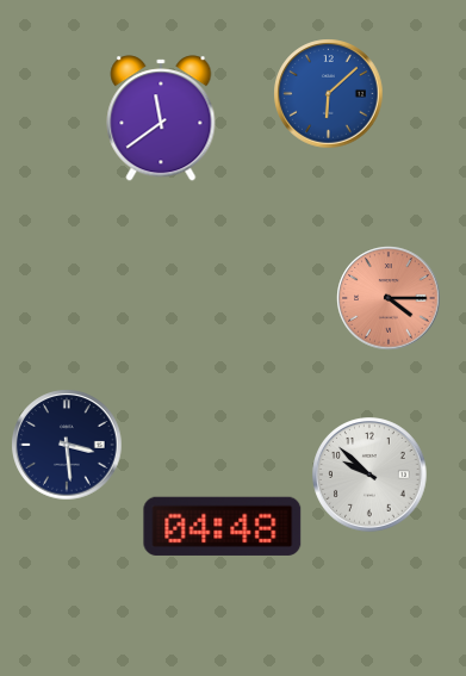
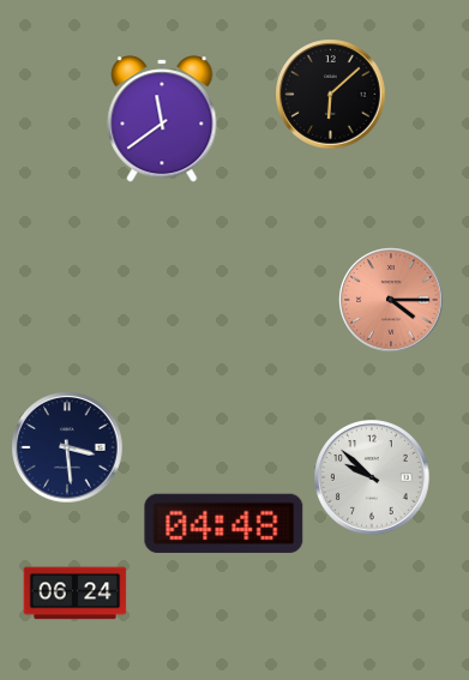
clock at (329, 94) dial: blue -> black
clock at (223, 526) position: (223, 526) -> (224, 523)
clock at (76, 594): none -> 06:24
